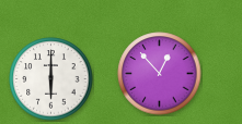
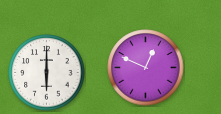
clock at (160, 74): 12:53 -> 12:49
